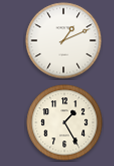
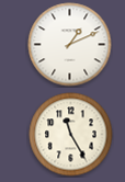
clock at (65, 123): 1:25 -> 11:25
